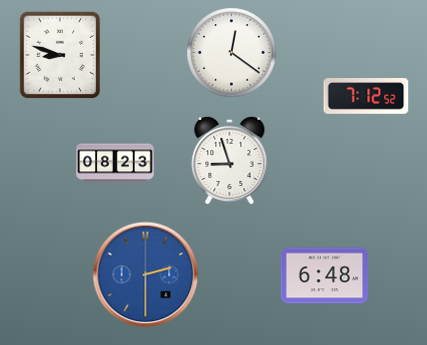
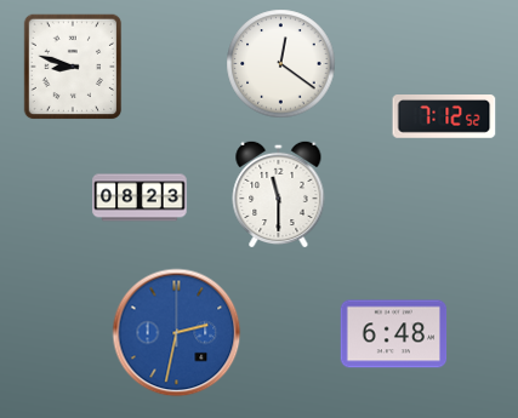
clock at (230, 160): 8:57 -> 11:30
clock at (146, 275): 2:30 -> 2:32
